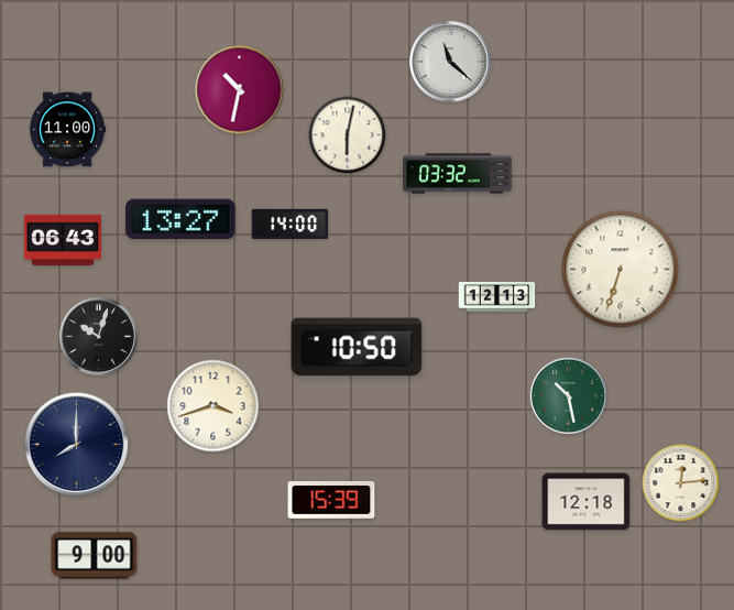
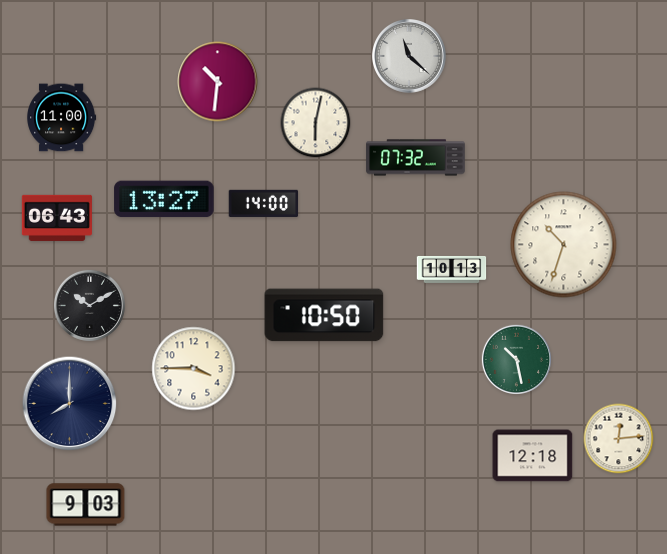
clock at (240, 90): 10:32 -> 10:31
clock at (458, 174): 03:32 -> 07:32
clock at (621, 270): 6:33 -> 10:33
clock at (497, 296): 12:13 -> 10:13
clock at (98, 336): 10:03 -> 10:10
clock at (213, 406): 3:42 -> 3:45
clock at (331, 501): 15:39 -> none
clock at (95, 556): 9:00 -> 9:03
